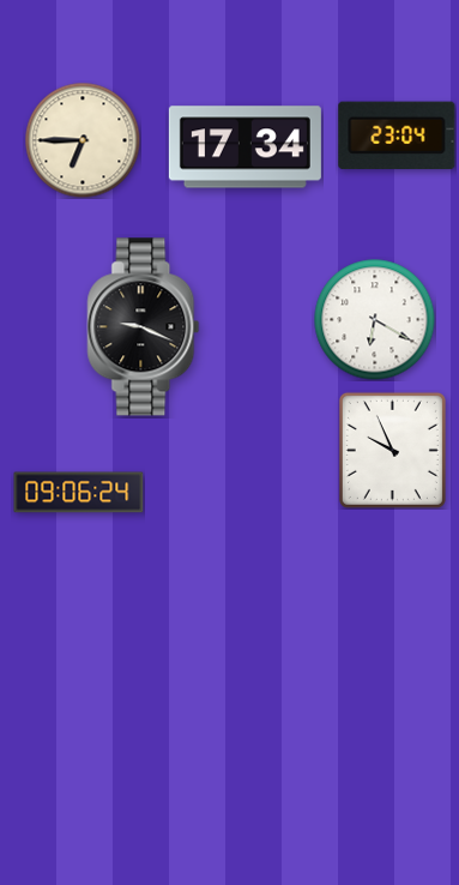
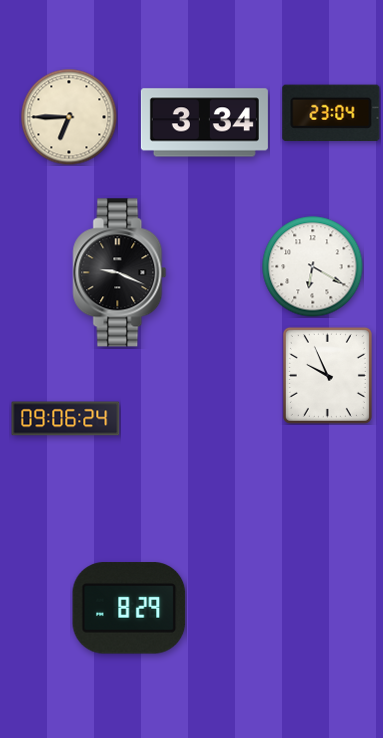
clock at (244, 147): 17:34 -> 3:34
clock at (79, 493) position: (79, 493) -> (66, 419)
clock at (129, 608): none -> 8:29
